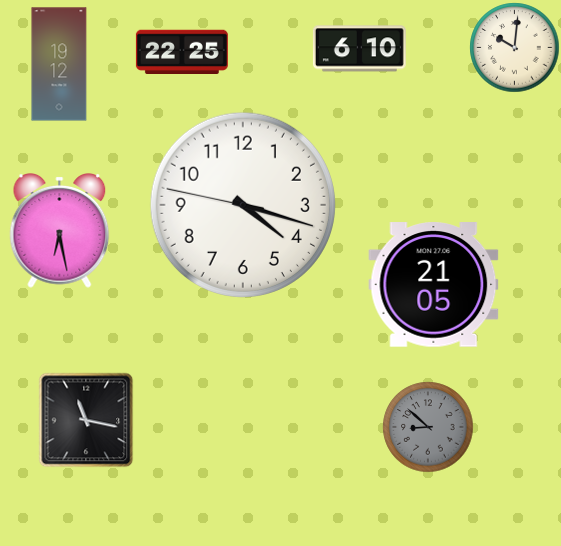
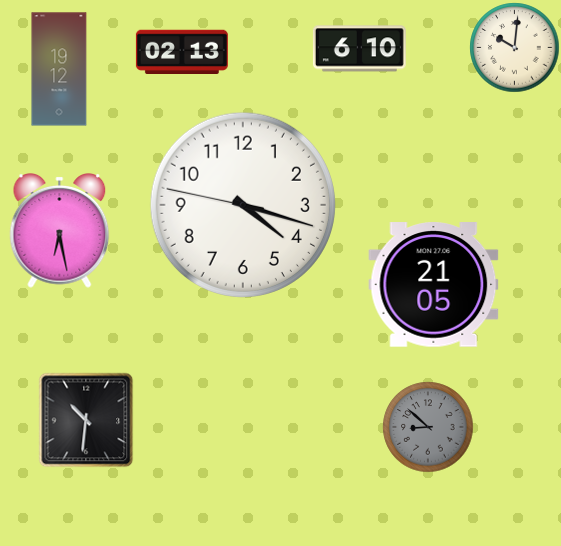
clock at (182, 52): 22:25 -> 02:13
clock at (59, 64) position: (59, 64) -> (59, 69)
clock at (86, 420): 11:17 -> 10:31
